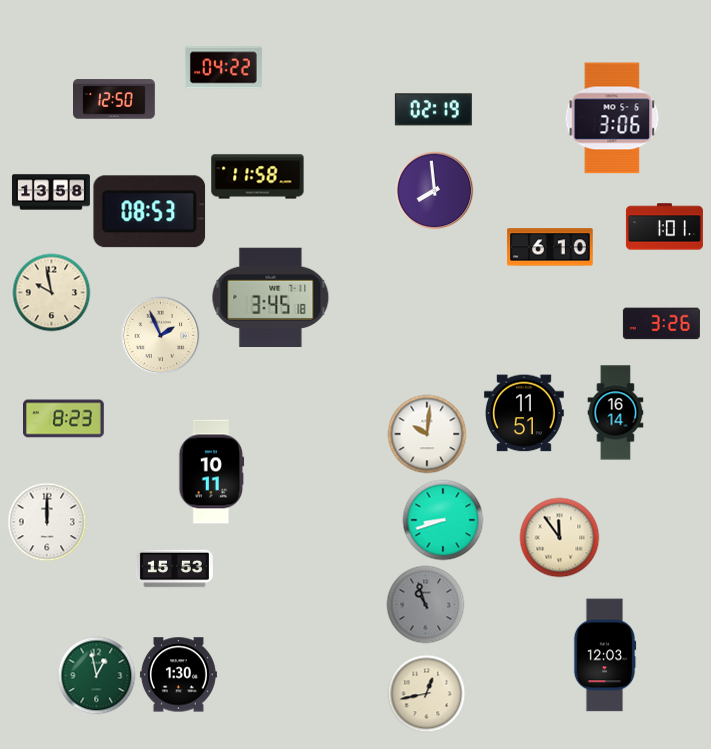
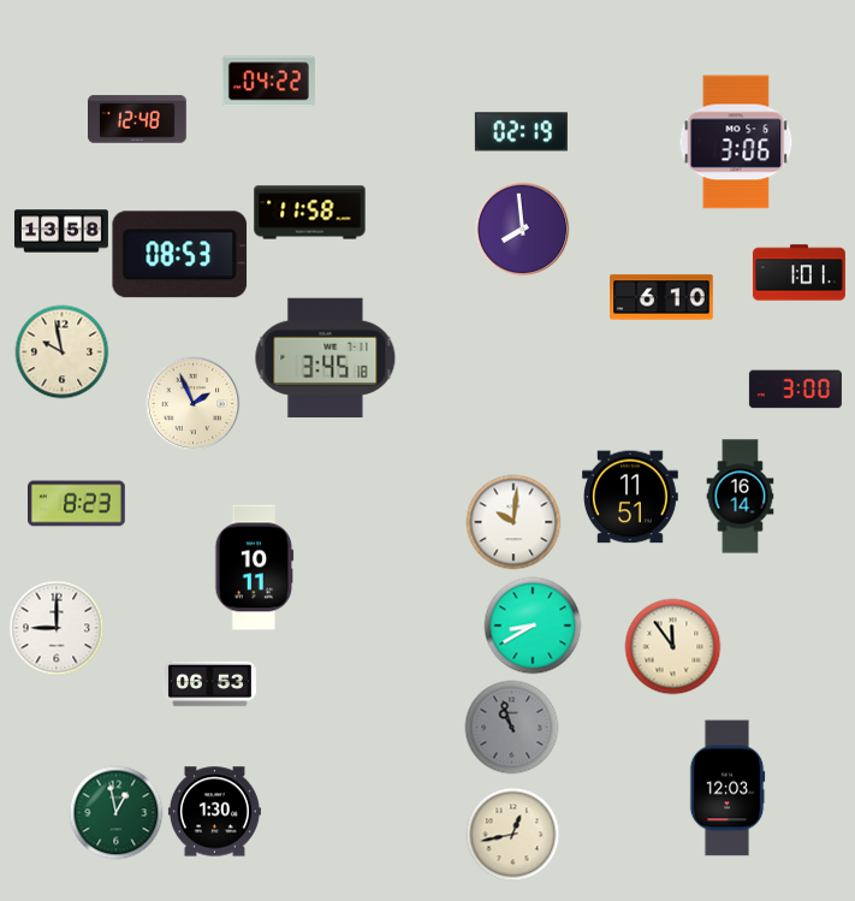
clock at (115, 99): 12:50 -> 12:48
clock at (661, 324): 3:26 -> 3:00
clock at (443, 520): 8:42 -> 8:40
clock at (47, 522): 12:00 -> 9:00
clock at (174, 569): 15:53 -> 06:53
